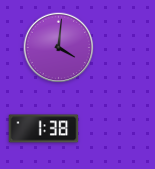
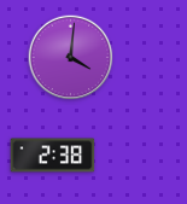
clock at (44, 129): 1:38 -> 2:38
